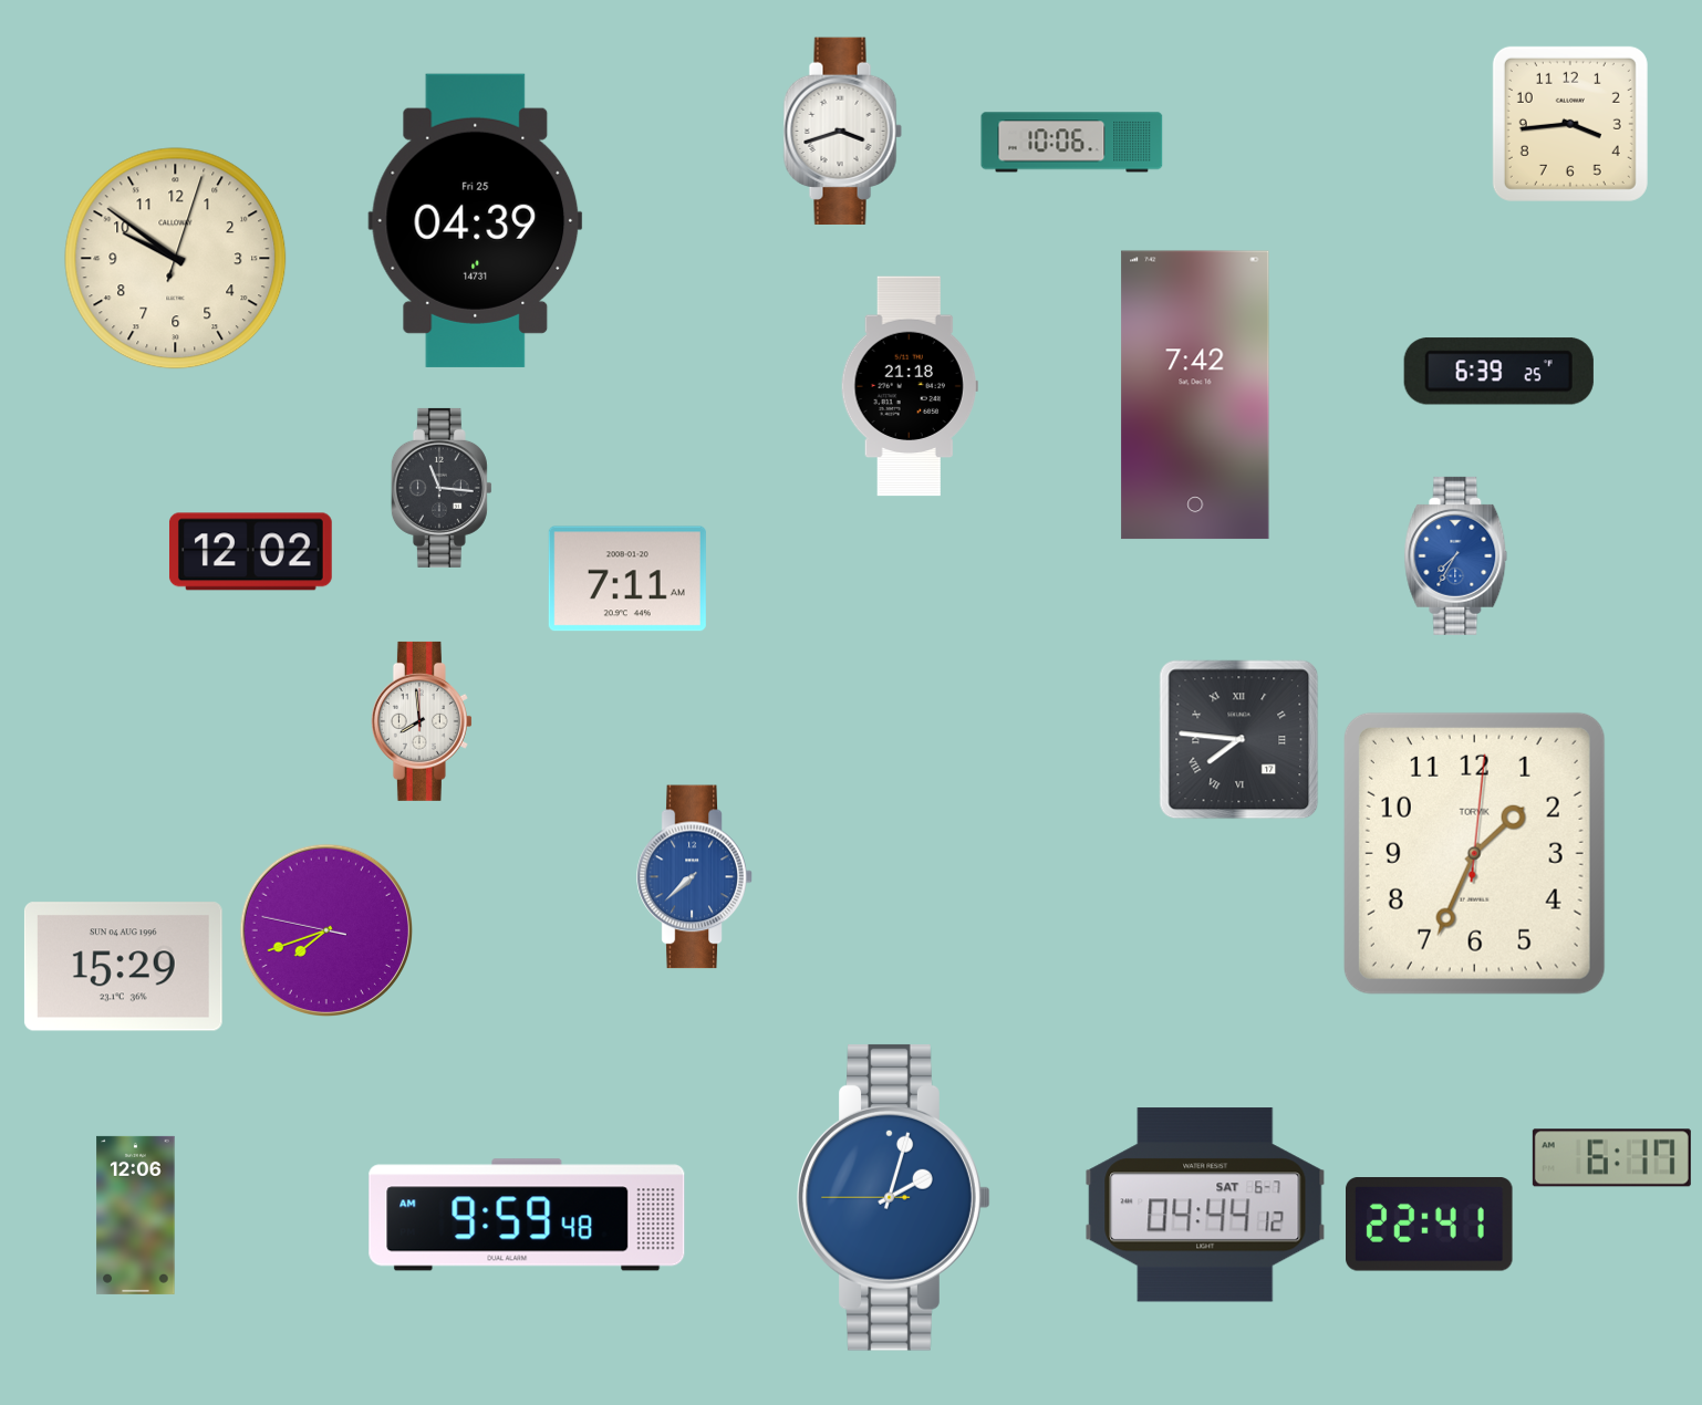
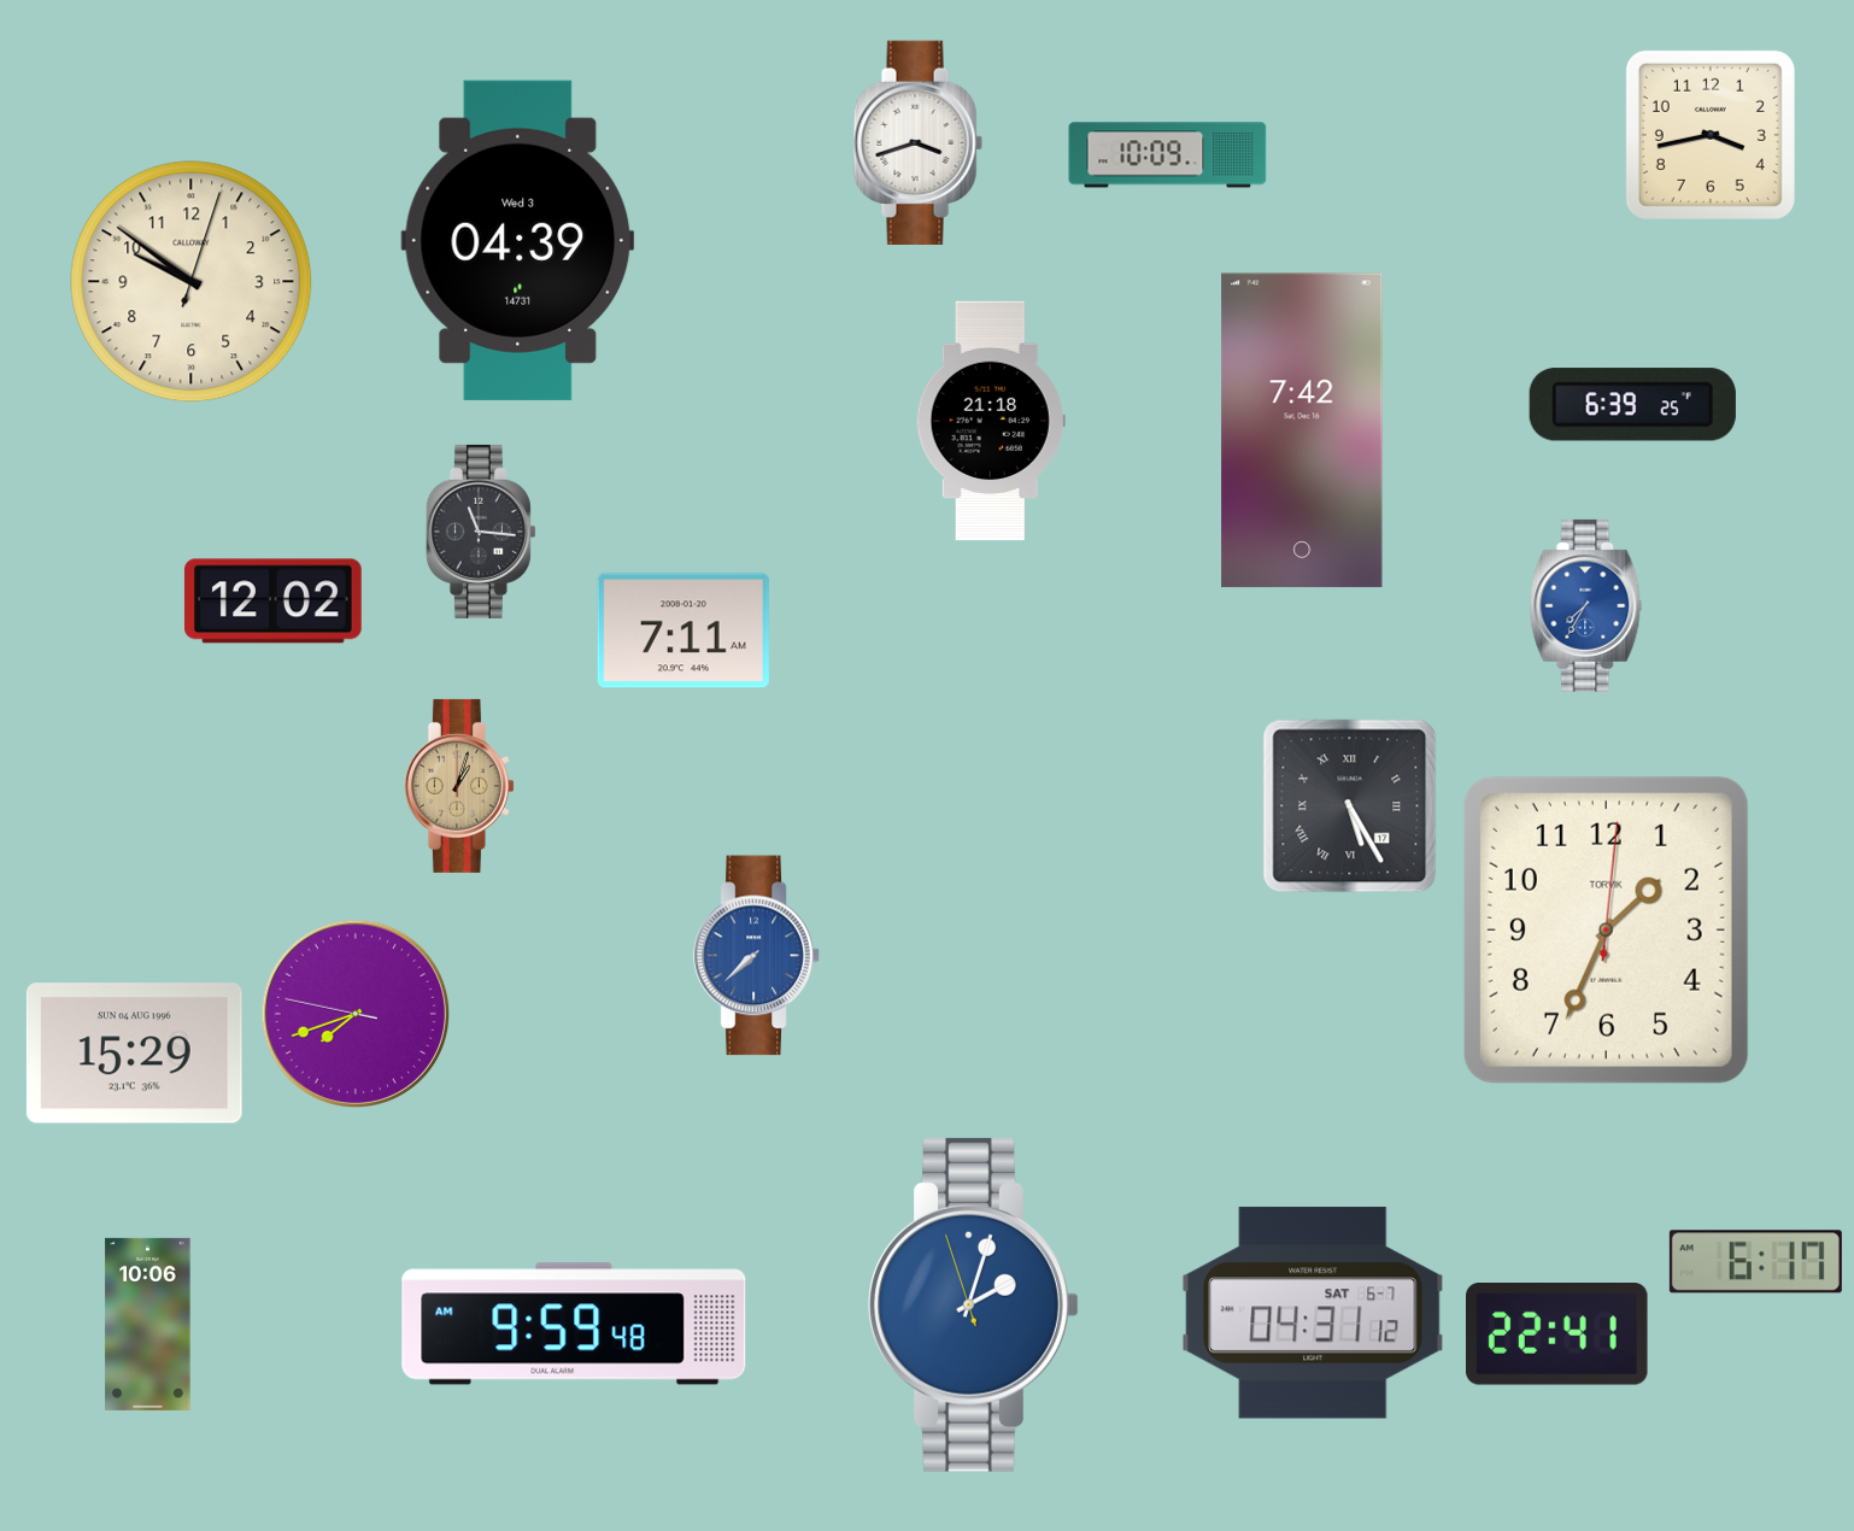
clock at (1570, 124): 3:44 -> 3:43
clock at (1072, 143): 10:06 -> 10:09
clock at (476, 220) date: Fri 25 -> Wed 3
clock at (422, 721): 7:59 -> 1:03
clock at (422, 721) dial: white -> champagne
clock at (1239, 740): 7:46 -> 5:25
clock at (894, 1197): 2:02:45 -> 2:02:57
clock at (1205, 1205): 04:44 -> 04:31
clock at (136, 1215): 12:06 -> 10:06
